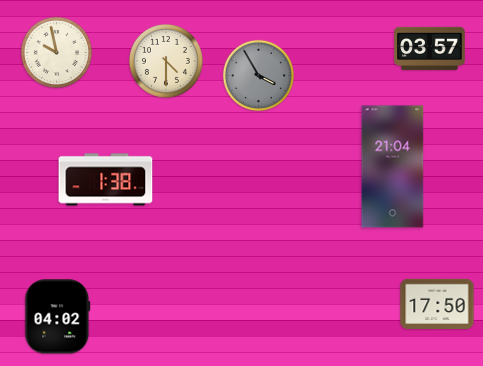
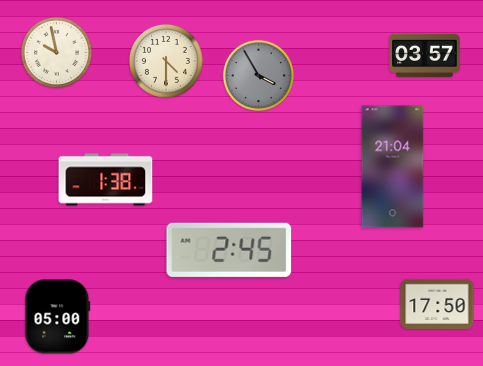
clock at (430, 48) position: (430, 48) -> (425, 55)
clock at (229, 250): none -> 2:45
clock at (58, 317): 04:02 -> 05:00
